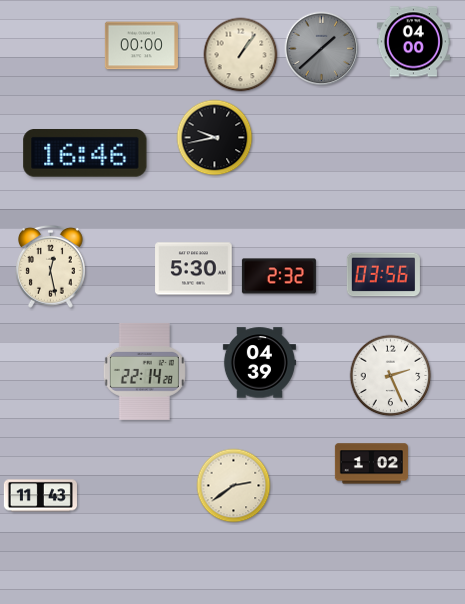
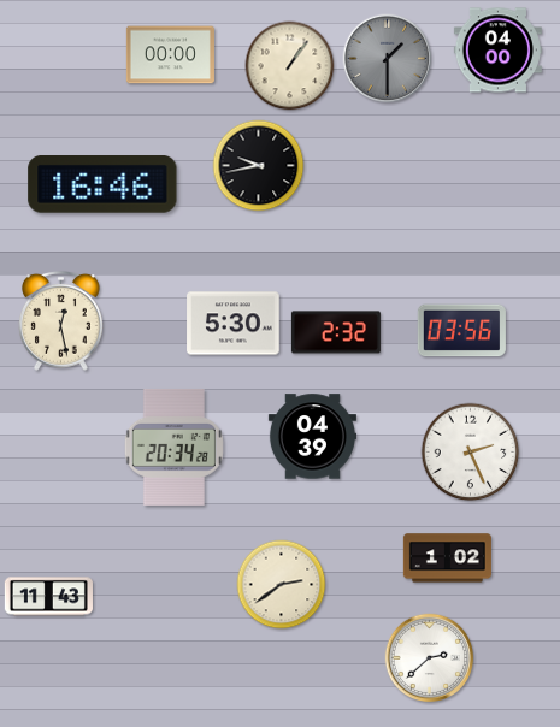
clock at (322, 49): 1:38 -> 1:30
clock at (144, 371): 22:14 -> 20:34
clock at (430, 658): none -> 2:38
